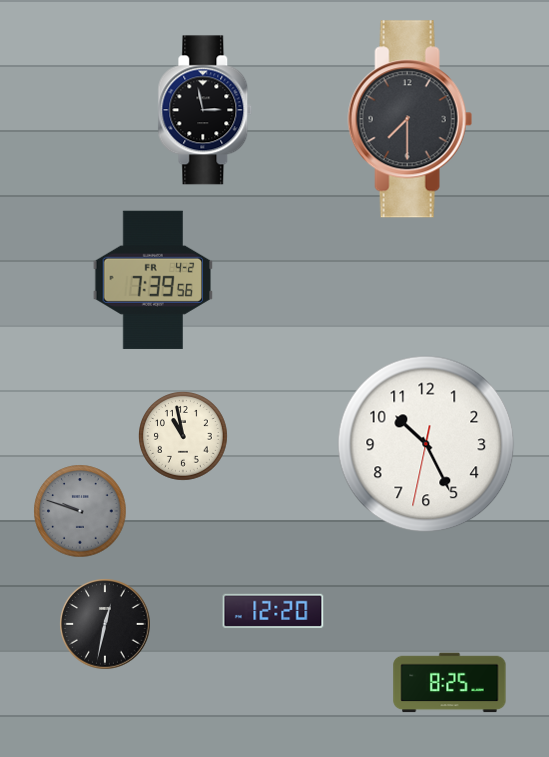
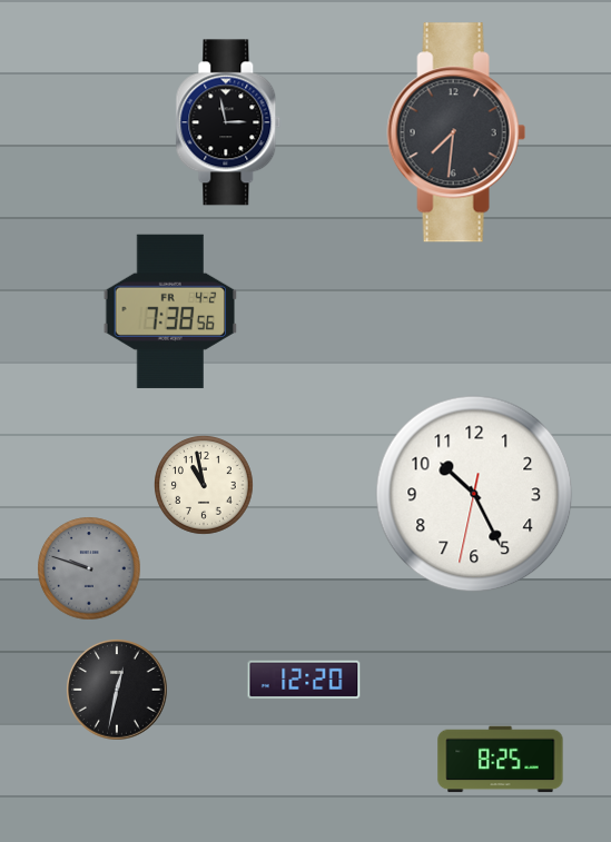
clock at (410, 119): 7:30 -> 7:31
clock at (153, 280): 7:39 -> 7:38
clock at (105, 624) position: (105, 624) -> (117, 690)
